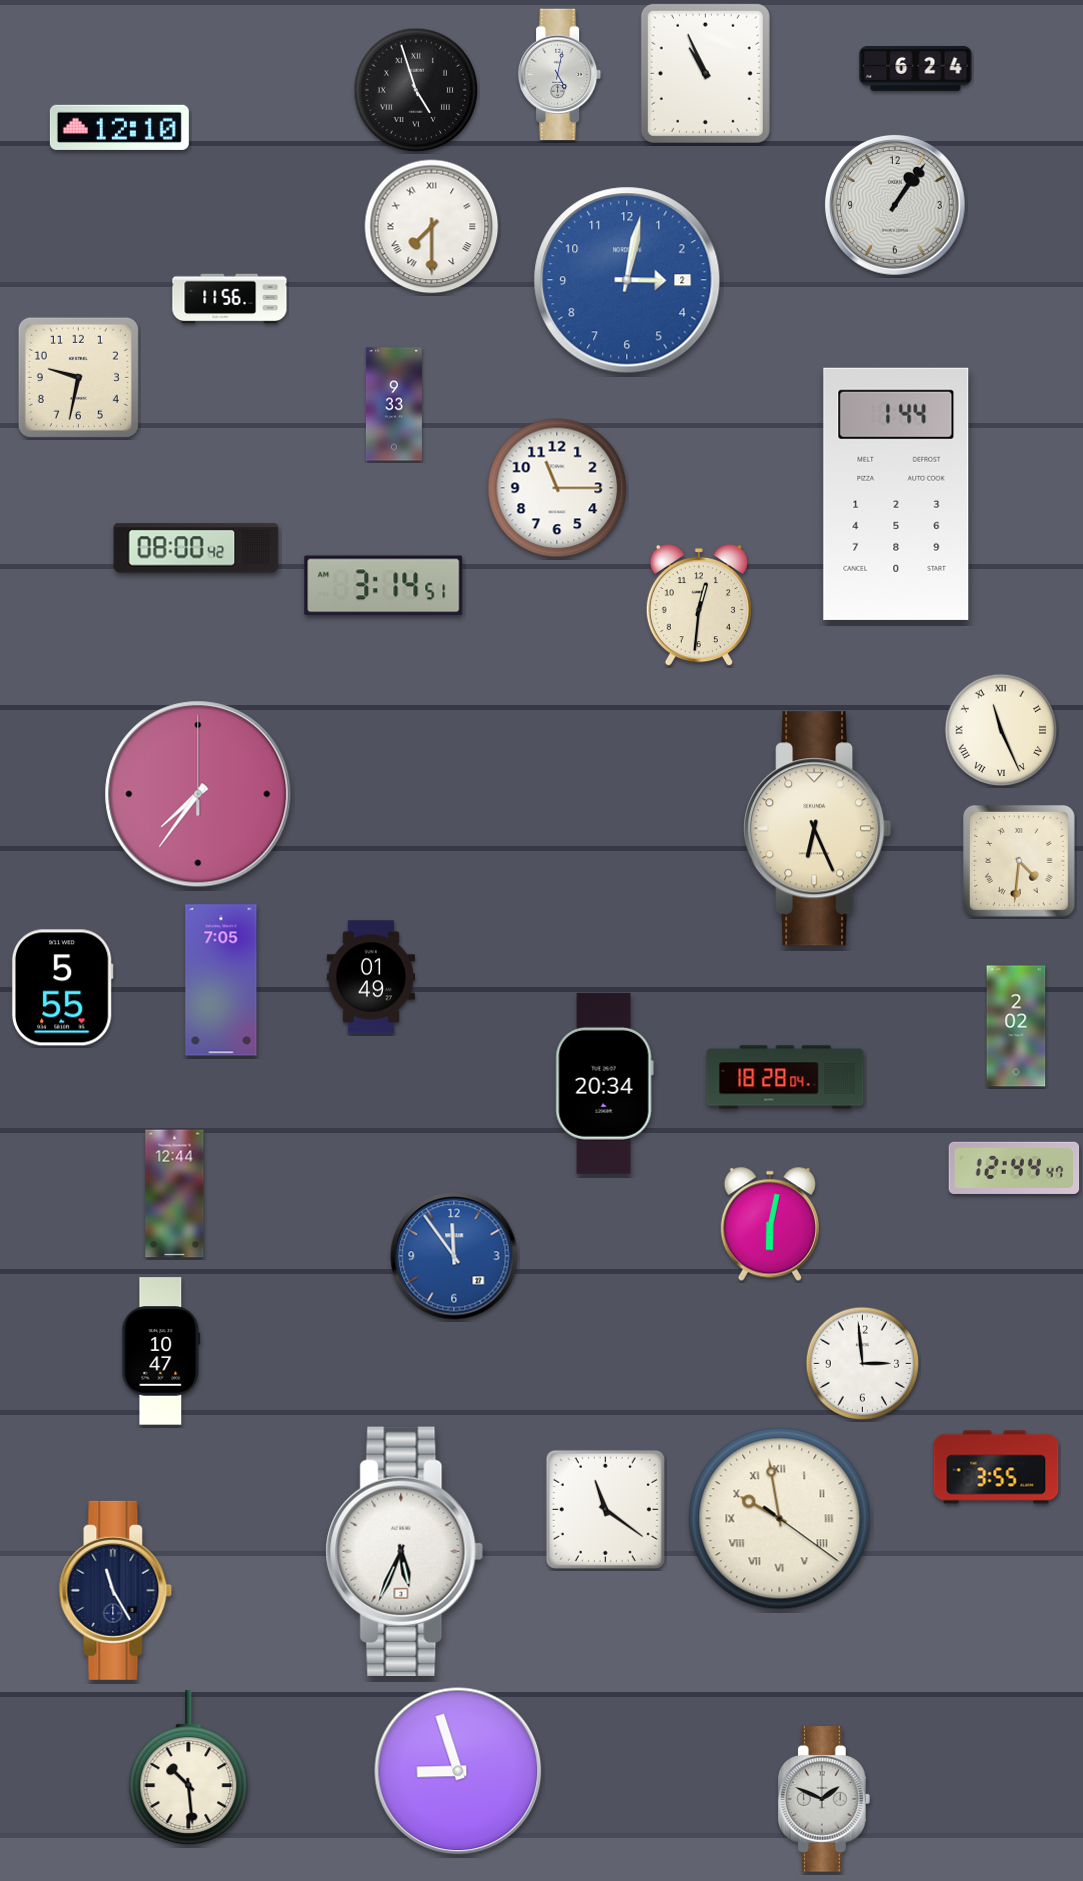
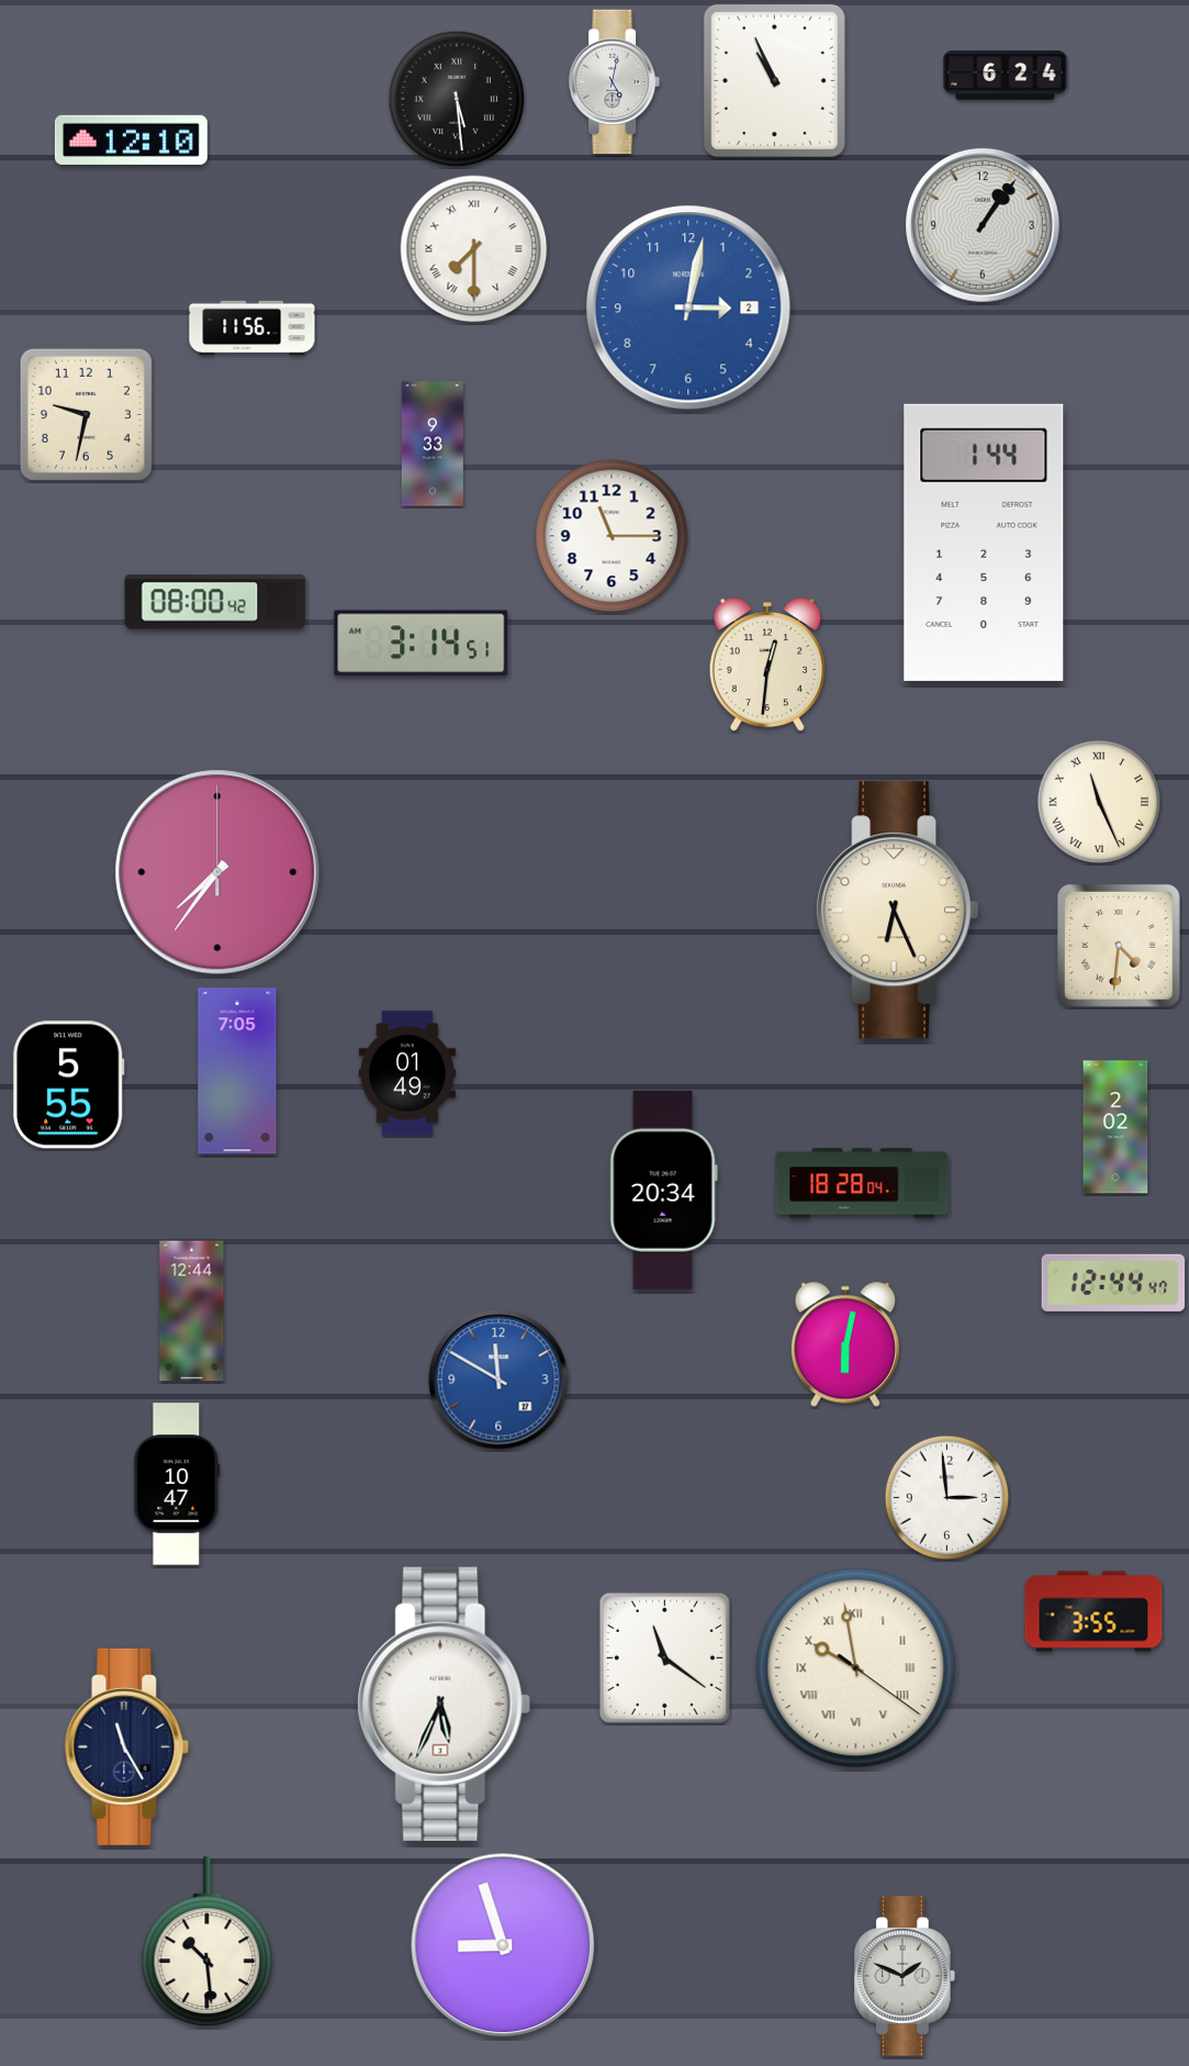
clock at (416, 90): 4:57 -> 5:29
clock at (221, 980) position: (221, 980) -> (237, 1071)
clock at (454, 1256): 11:54 -> 11:50
